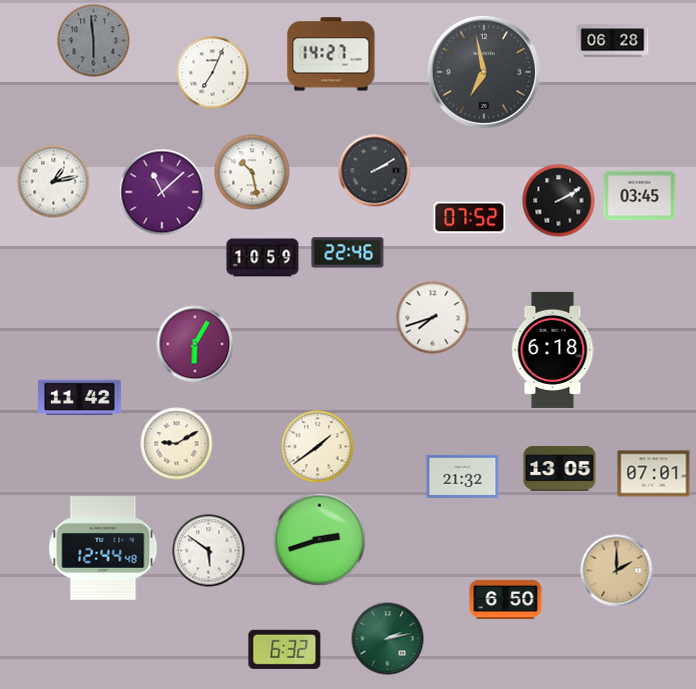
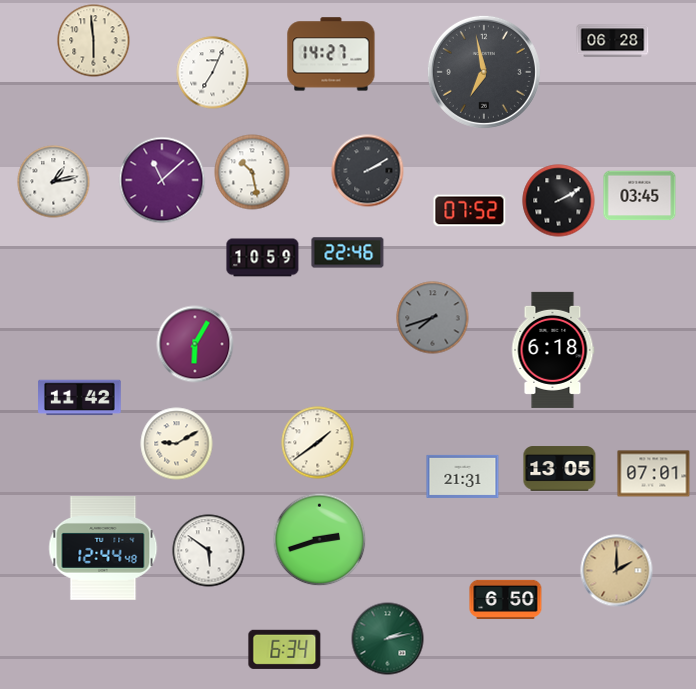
clock at (94, 41) dial: grey -> cream
clock at (375, 171) position: (375, 171) -> (368, 171)
clock at (162, 192) position: (162, 192) -> (162, 180)
clock at (470, 218) position: (470, 218) -> (470, 211)
clock at (433, 318) dial: white -> grey
clock at (318, 447) position: (318, 447) -> (318, 443)
clock at (463, 476): 21:32 -> 21:31
clock at (285, 649): 6:32 -> 6:34
